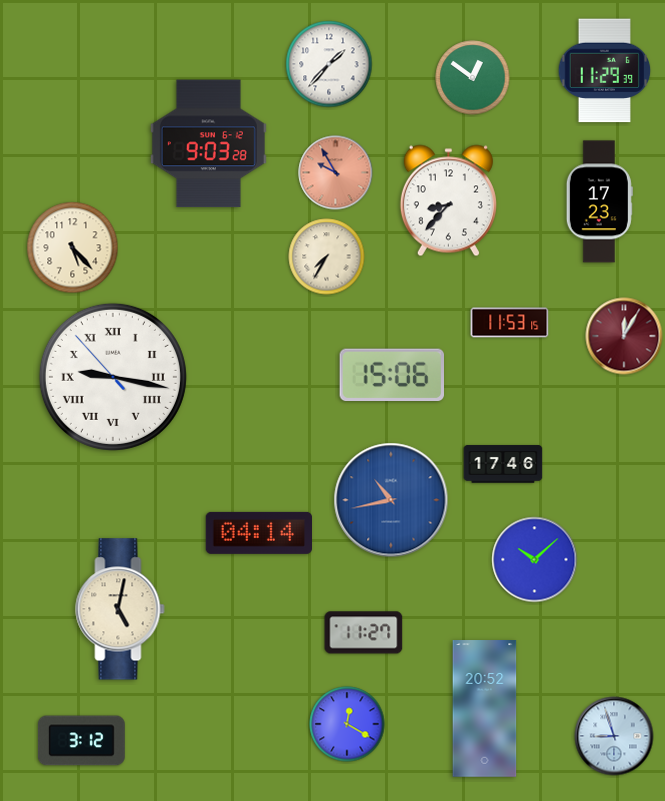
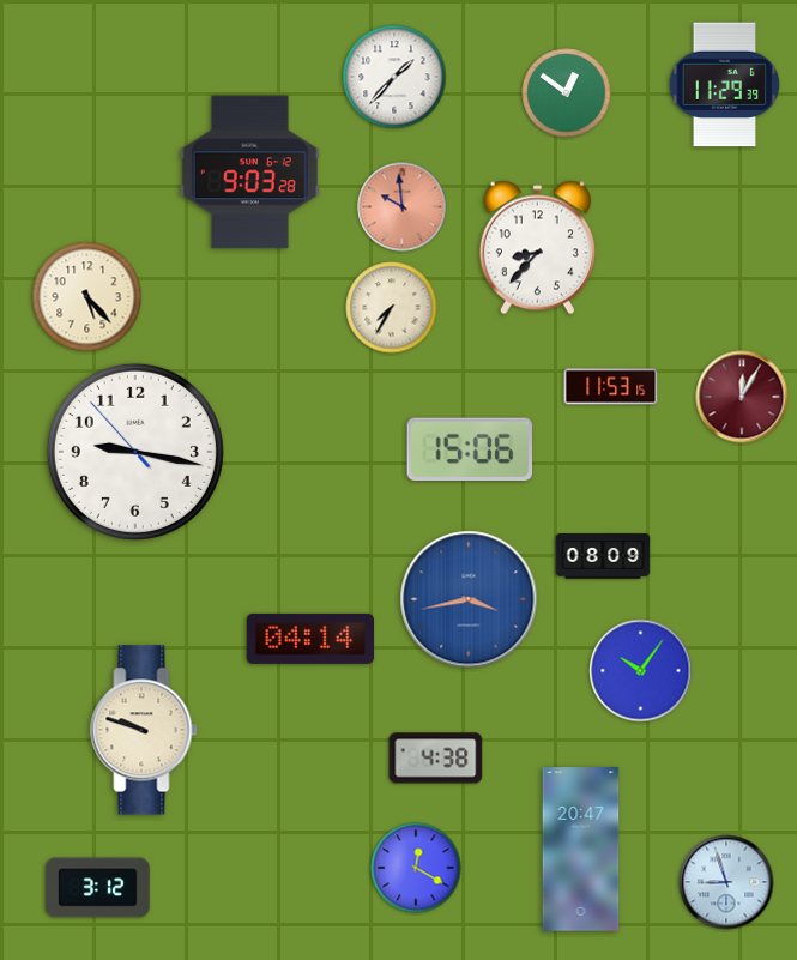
clock at (336, 173): 9:55 -> 9:59
clock at (448, 201) position: (448, 201) -> (537, 248)
clock at (599, 202): 17:23 -> none
clock at (624, 336) position: (624, 336) -> (742, 397)
clock at (113, 377) numerals: Roman -> Arabic
clock at (503, 464): 17:46 -> 08:09
clock at (391, 500): 10:43 -> 3:43
clock at (535, 560): 10:08 -> 10:06
clock at (120, 609): 5:02 -> 9:48
clock at (364, 633): 11:27 -> 4:38
clock at (485, 709): 20:52 -> 20:47
clock at (614, 736) position: (614, 736) -> (726, 882)
